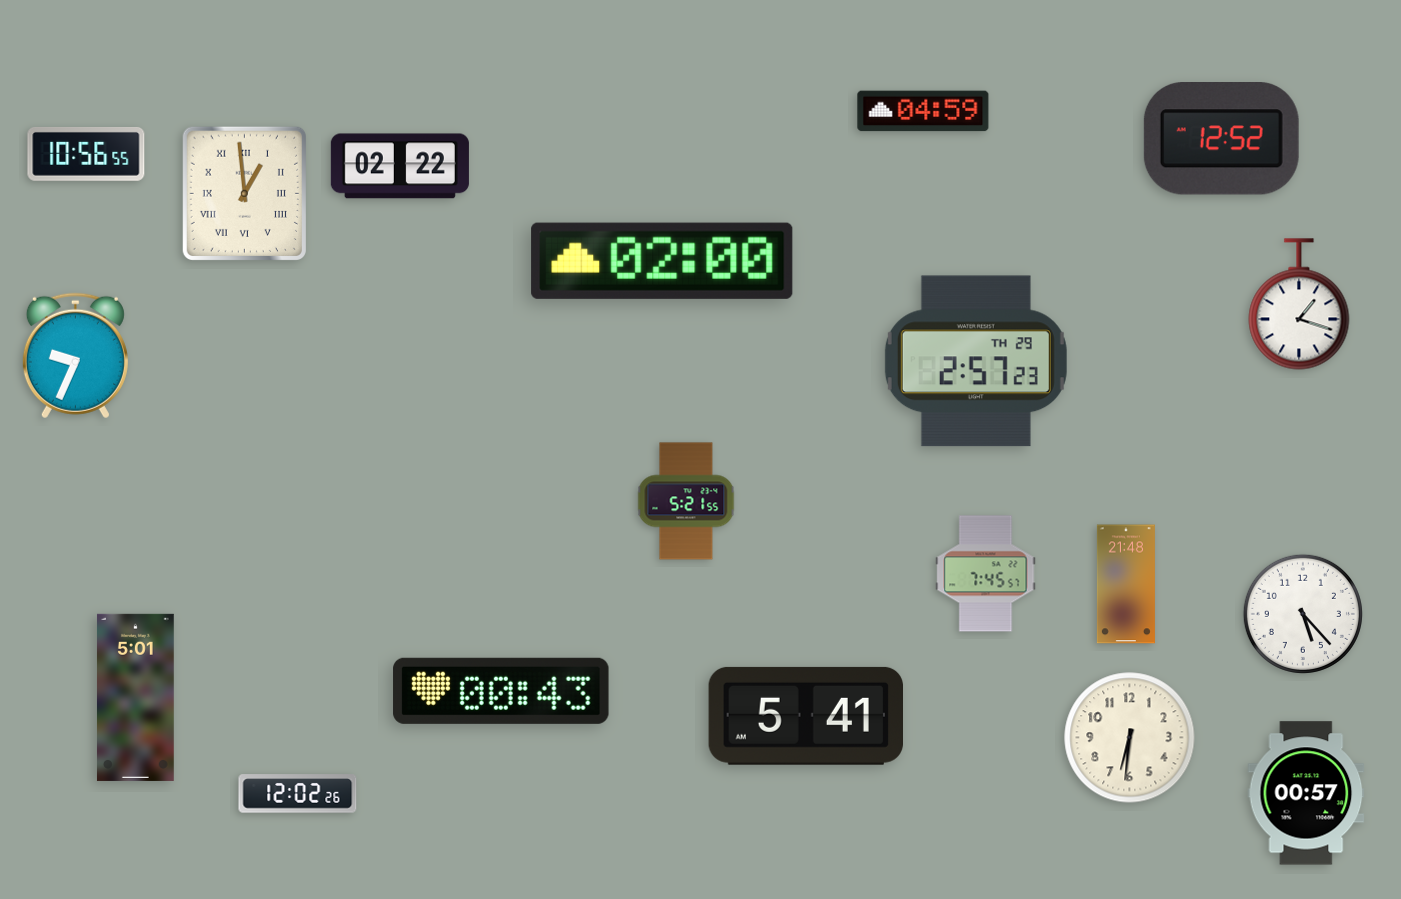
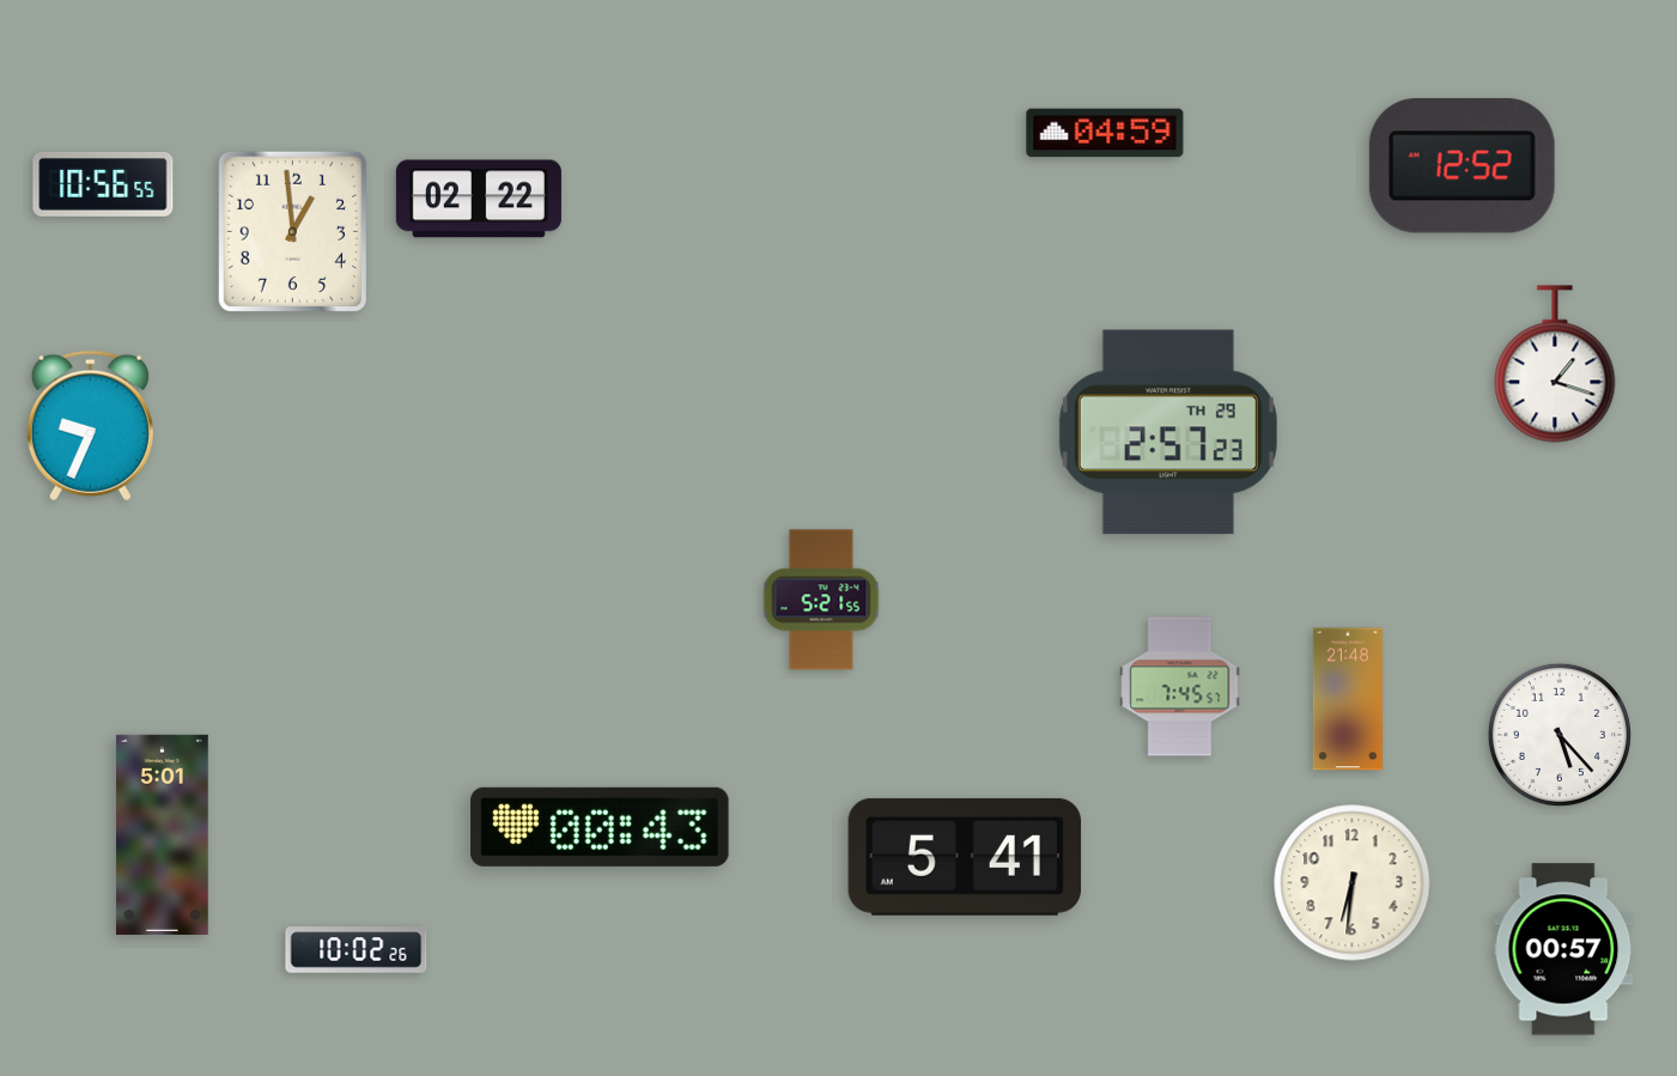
clock at (244, 193) numerals: Roman -> Arabic
clock at (662, 261): 02:00 -> none
clock at (298, 794): 12:02 -> 10:02
